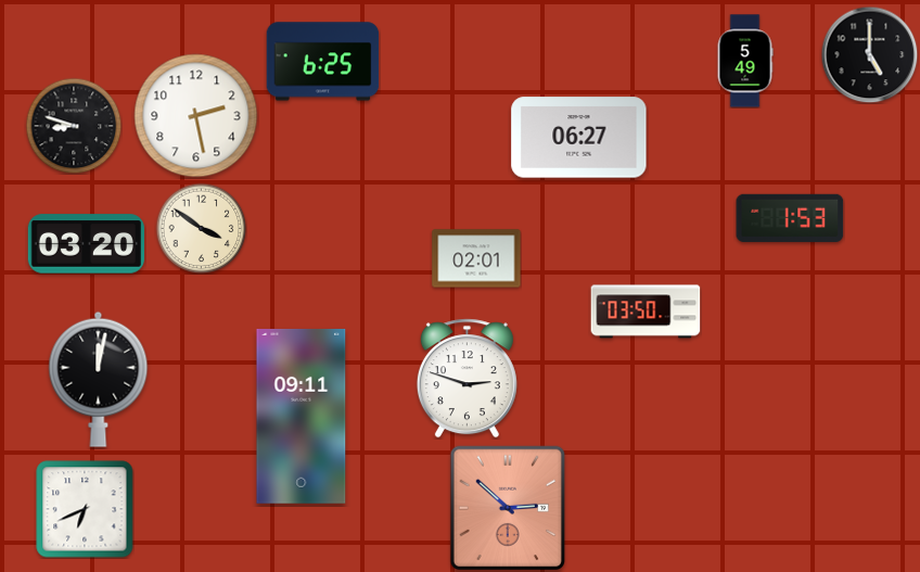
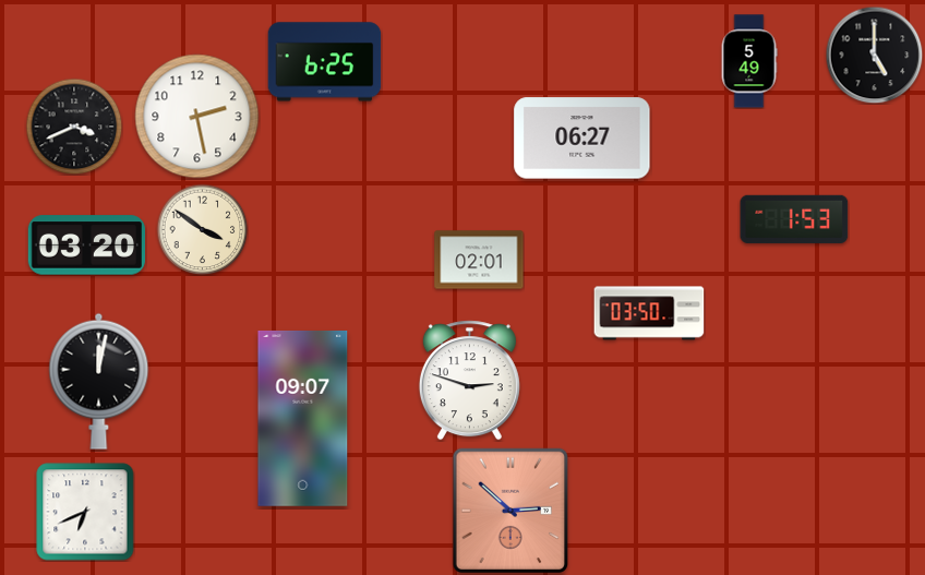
clock at (74, 126): 8:48 -> 3:41
clock at (302, 416): 09:11 -> 09:07
